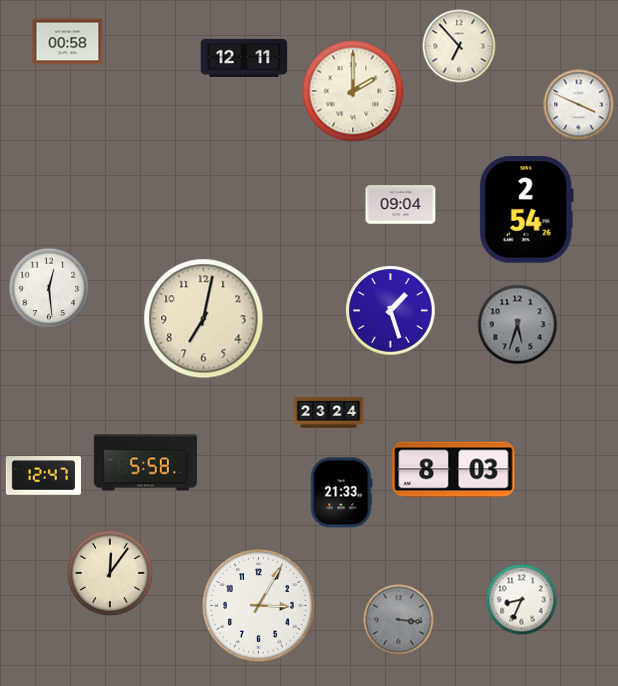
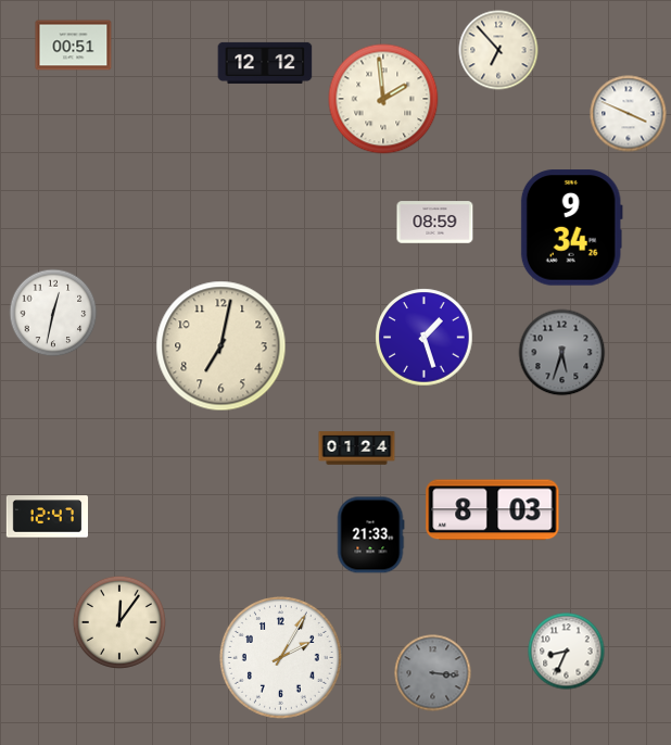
clock at (68, 42): 00:58 -> 00:51
clock at (244, 58): 12:11 -> 12:12
clock at (353, 91): 2:00 -> 1:59
clock at (401, 205): 09:04 -> 08:59
clock at (526, 210): 2:54 -> 9:34
clock at (49, 288): 12:29 -> 12:32
clock at (329, 413): 23:24 -> 01:24
clock at (145, 463): 5:58 -> none
clock at (258, 605): 3:05 -> 2:05
